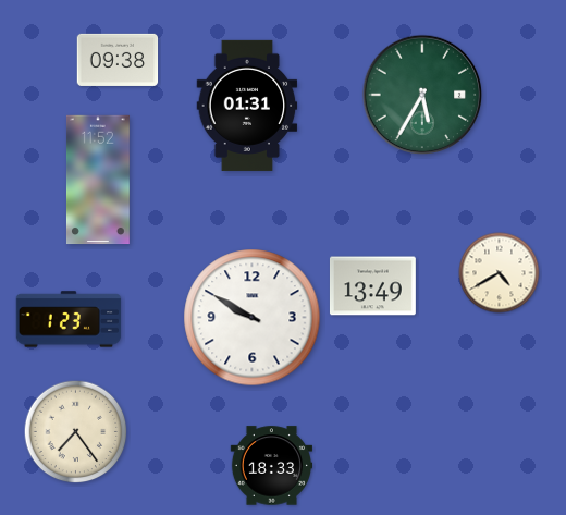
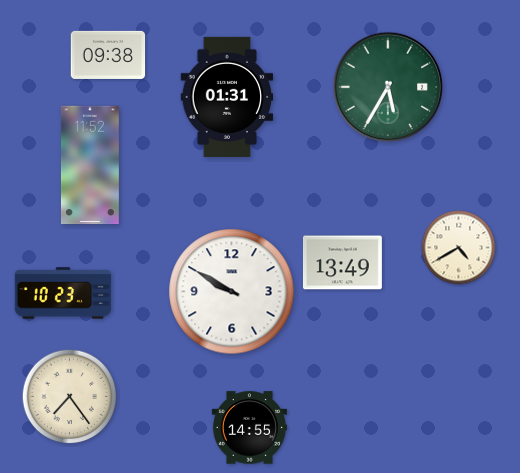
clock at (500, 273) position: (500, 273) -> (459, 248)
clock at (69, 319): 1:23 -> 10:23
clock at (271, 466): 18:33 -> 14:55
